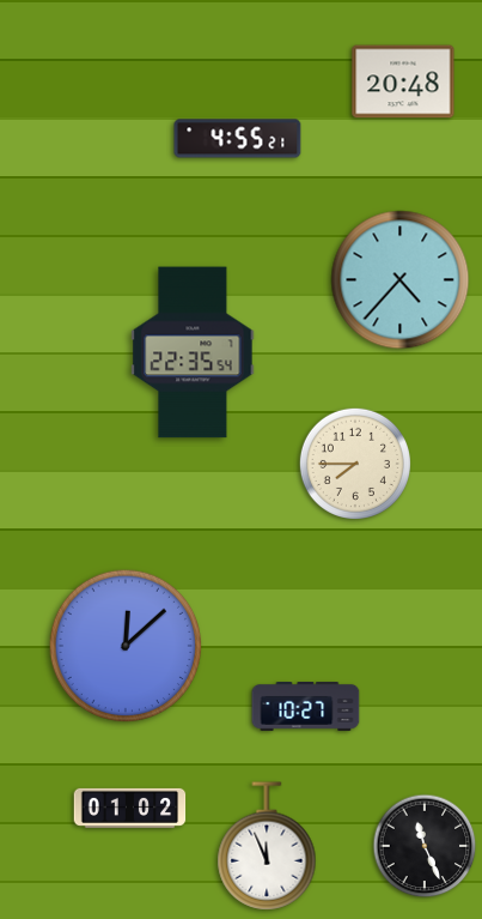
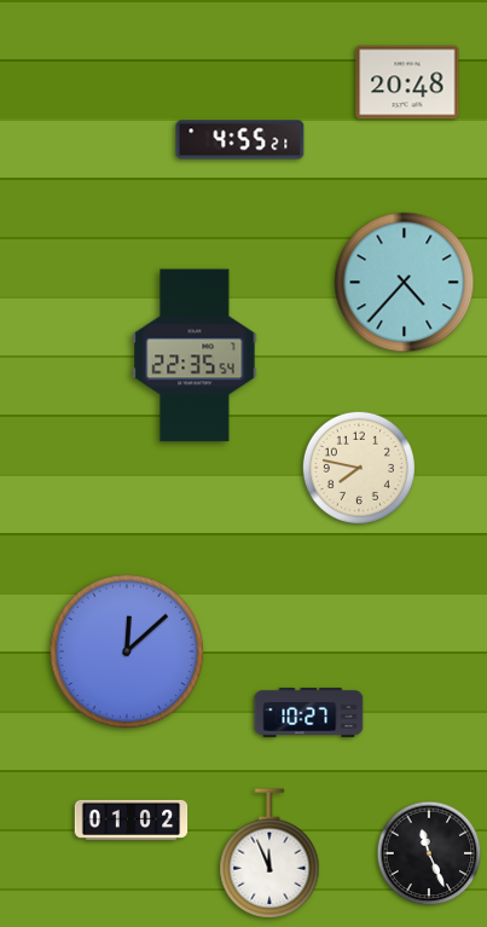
clock at (355, 464): 7:45 -> 7:47
clock at (130, 808) position: (130, 808) -> (132, 819)
